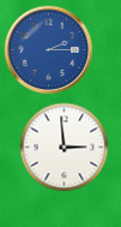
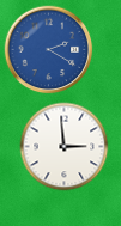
clock at (49, 50): 2:15 -> 2:20
